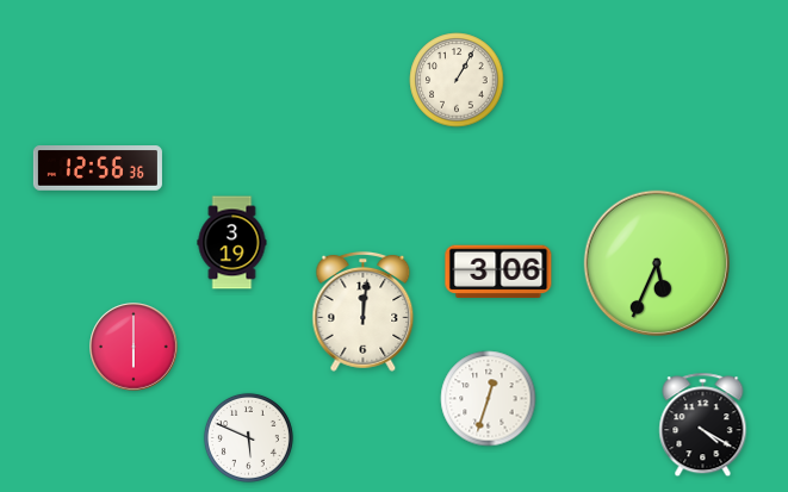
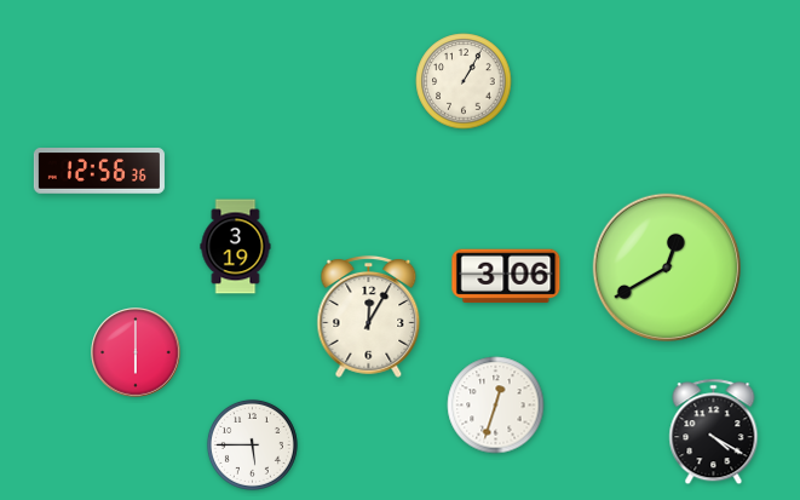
clock at (657, 263): 5:34 -> 12:40
clock at (364, 311): 12:01 -> 12:05
clock at (248, 437): 5:49 -> 5:45
